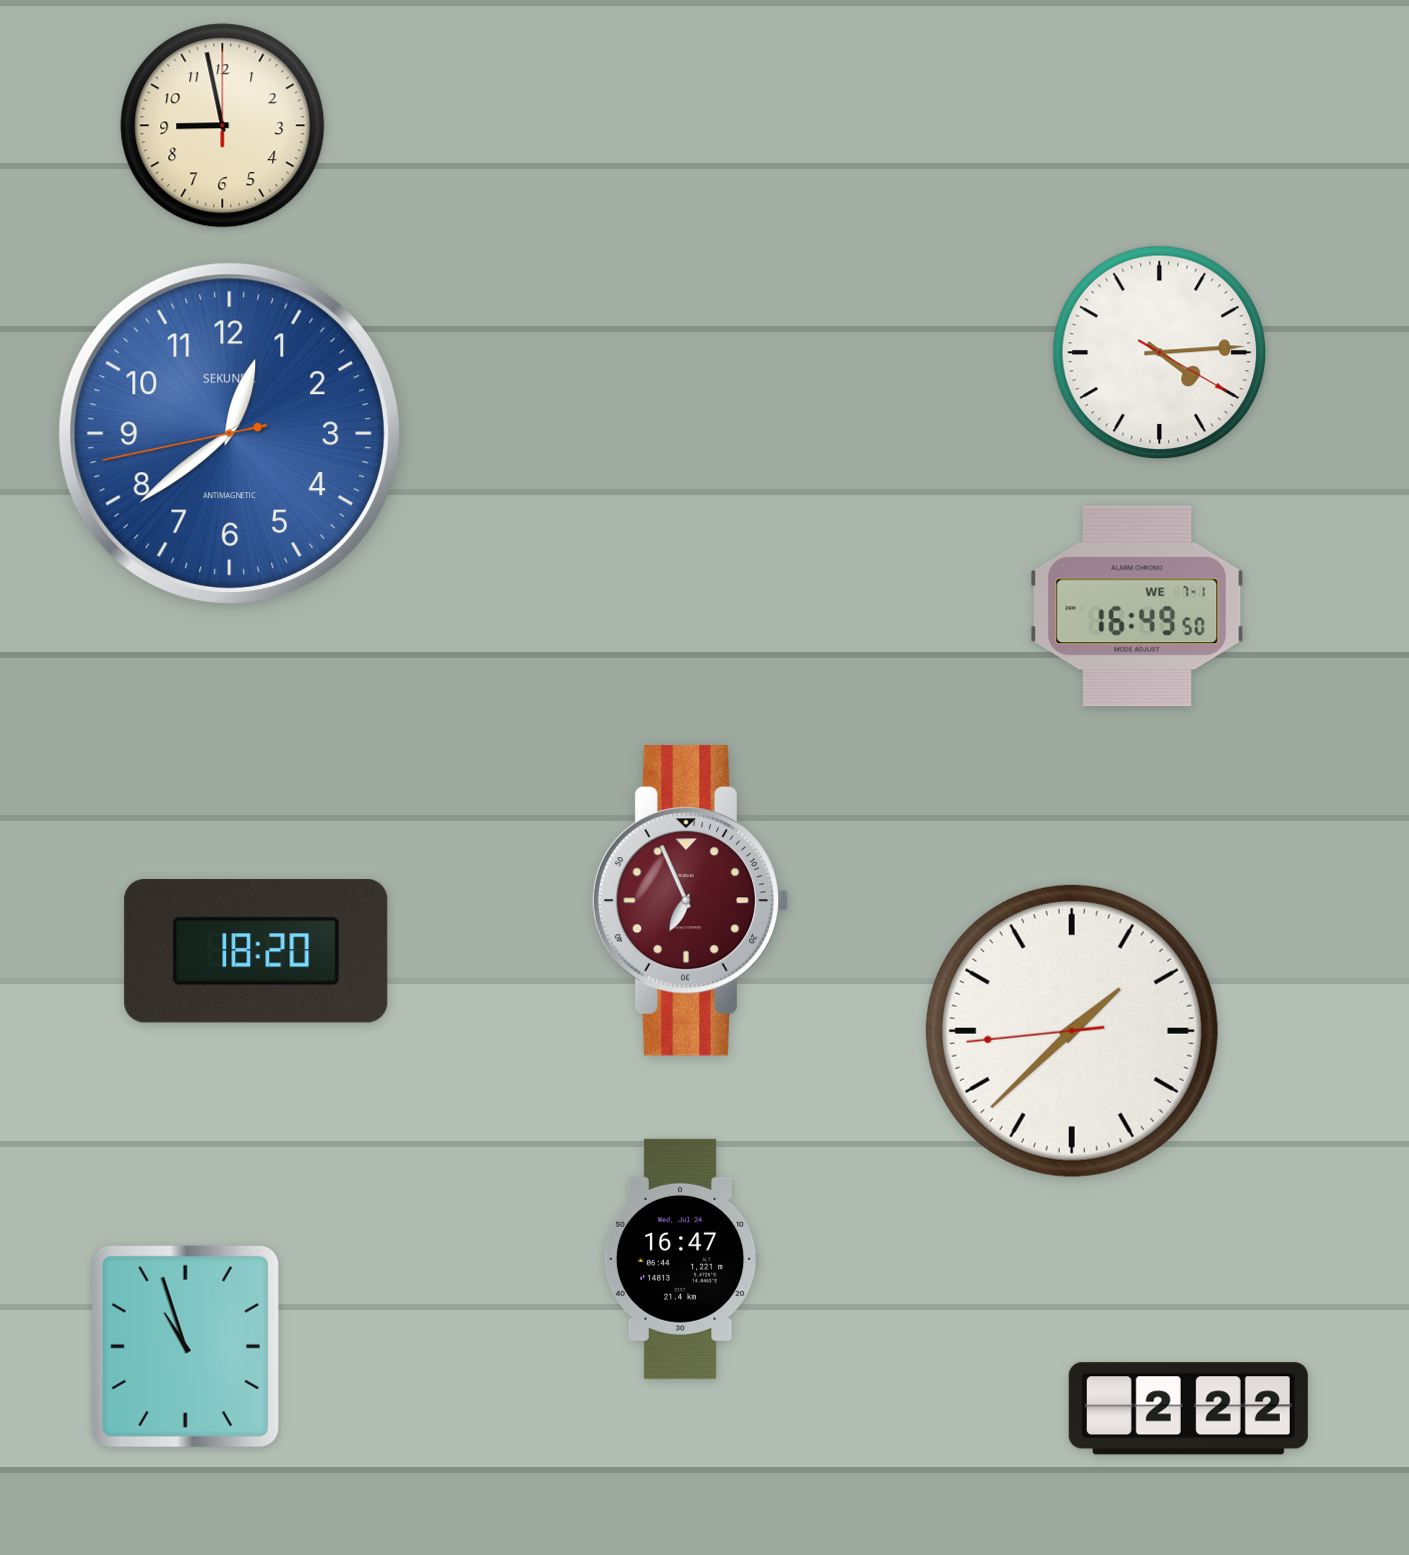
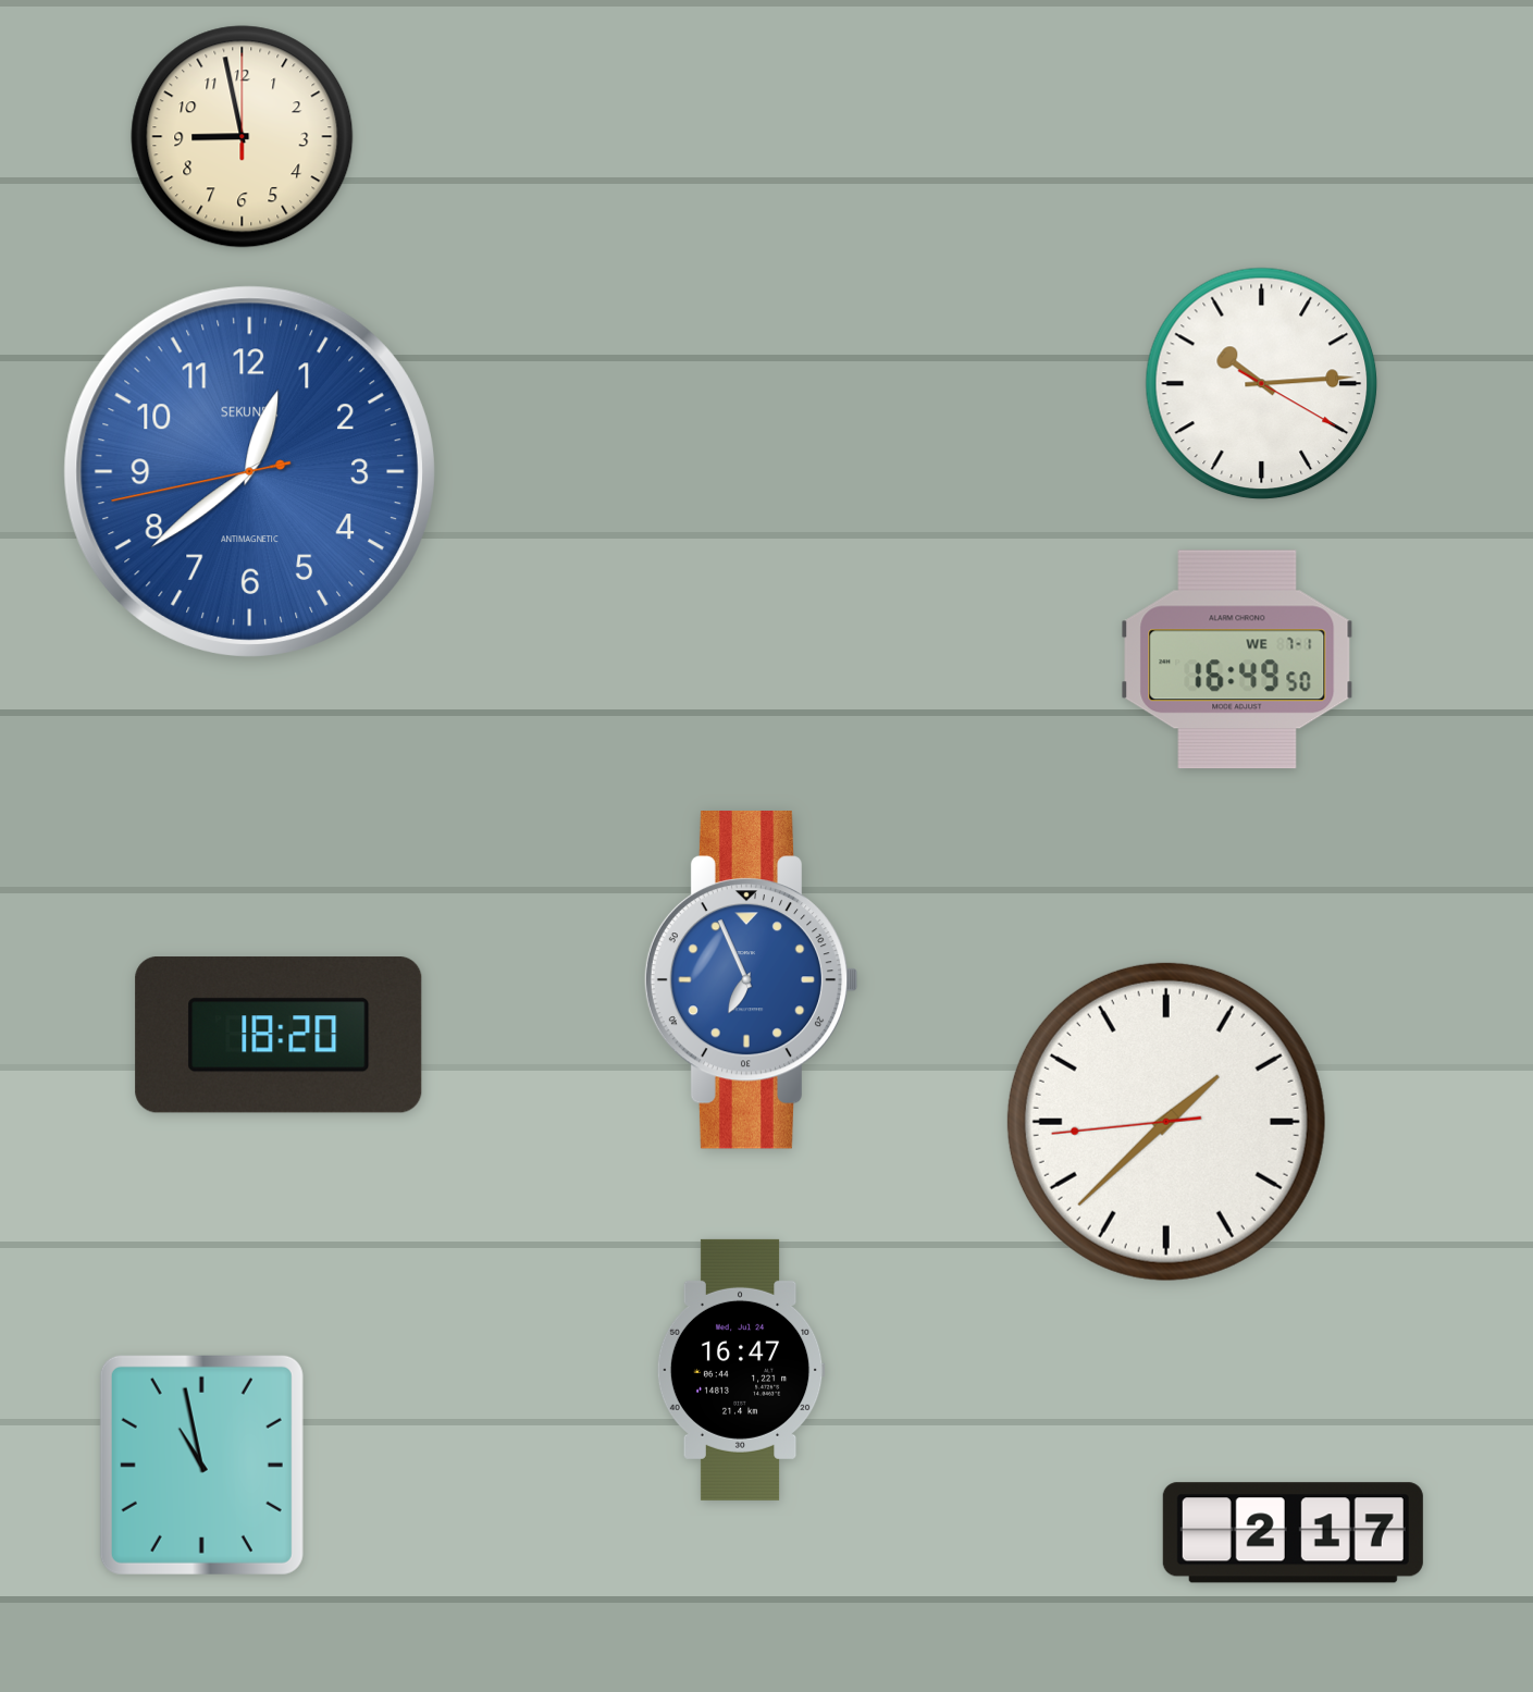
clock at (1160, 353): 4:14 -> 10:14
clock at (690, 901) dial: burgundy -> blue
clock at (185, 1346): 10:57 -> 10:58
clock at (1188, 1409): 2:22 -> 2:17
